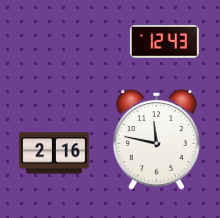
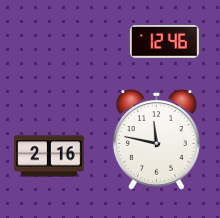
clock at (164, 42): 12:43 -> 12:46
clock at (54, 153) position: (54, 153) -> (49, 156)
